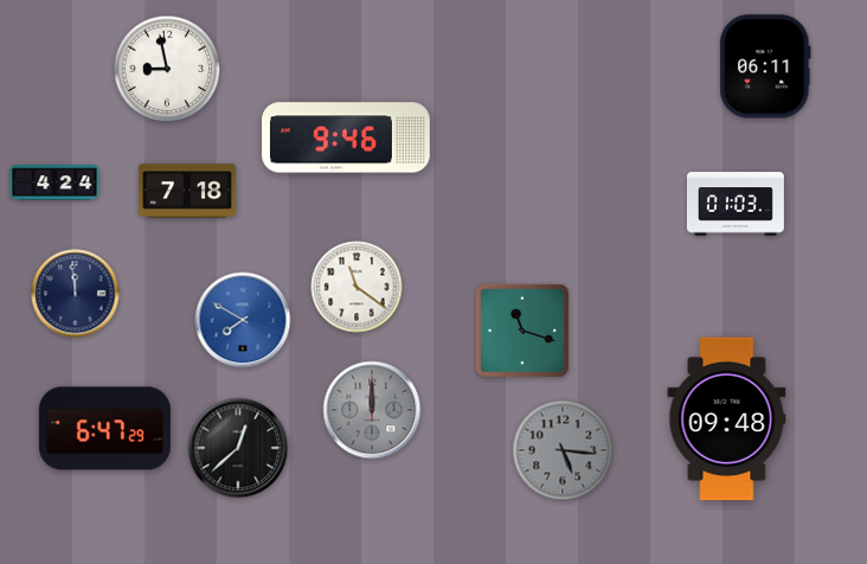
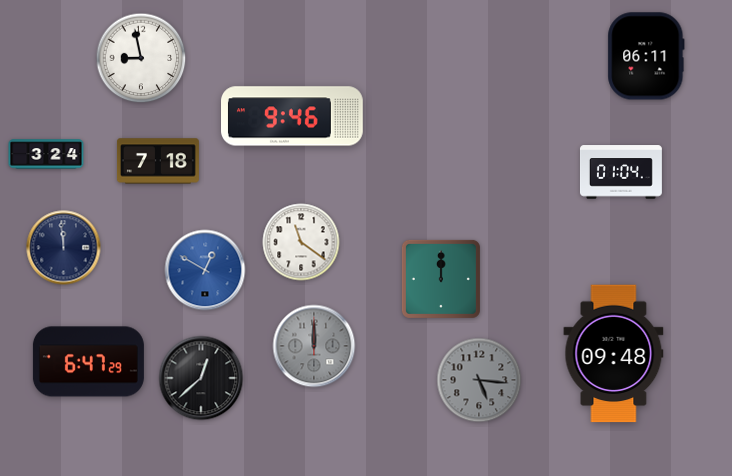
clock at (54, 182): 4:24 -> 3:24
clock at (736, 204): 01:03 -> 01:04
clock at (243, 320): 7:50 -> 12:50
clock at (522, 331): 11:18 -> 12:00
clock at (563, 450) position: (563, 450) -> (479, 380)
